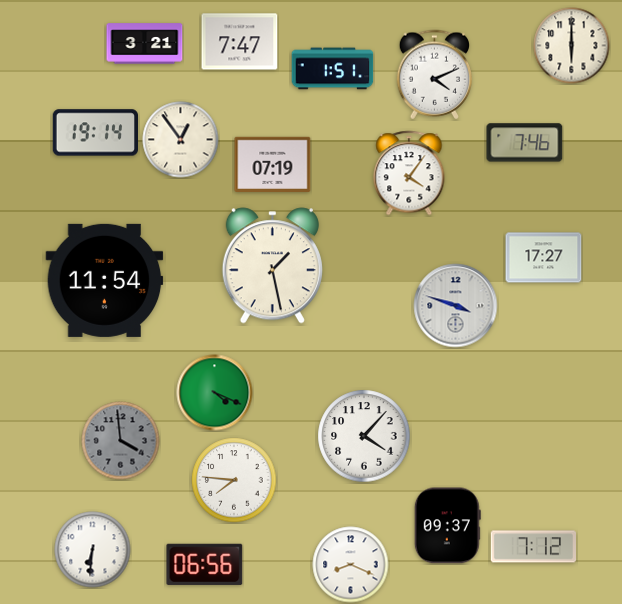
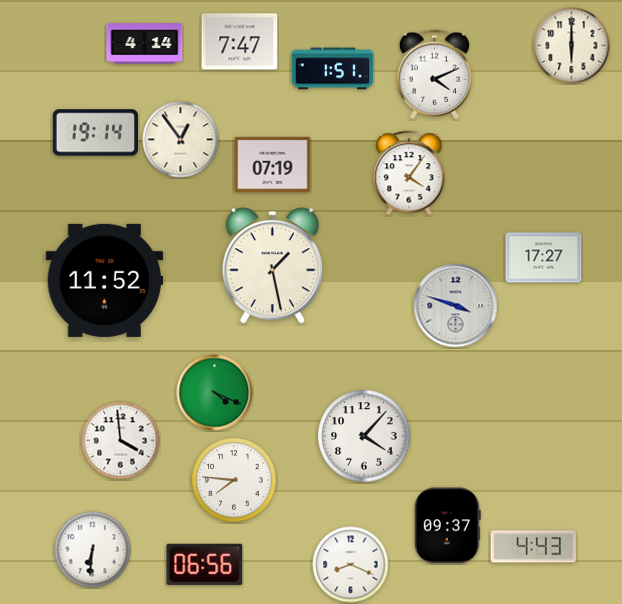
clock at (145, 44): 3:21 -> 4:14
clock at (525, 143): 7:46 -> none
clock at (105, 280): 11:54 -> 11:52
clock at (121, 441) dial: grey -> white
clock at (533, 547): 7:12 -> 4:43
